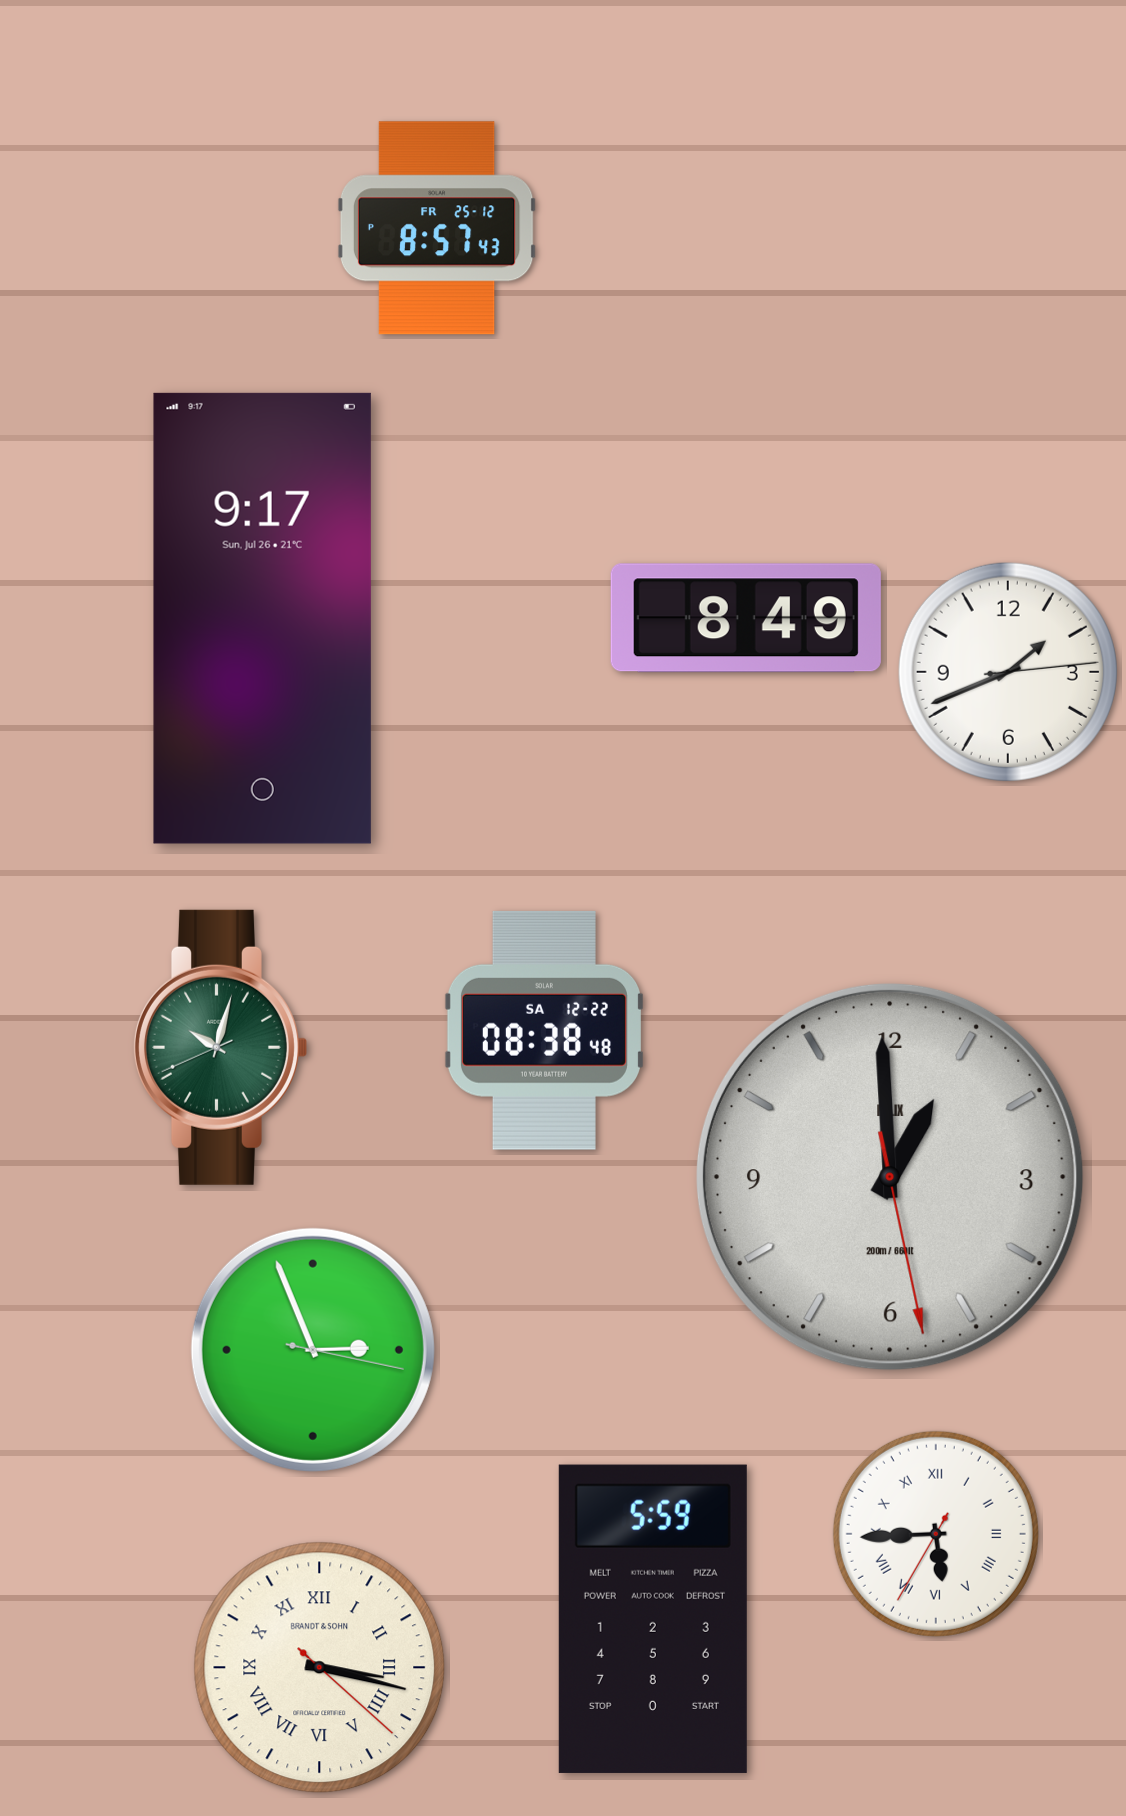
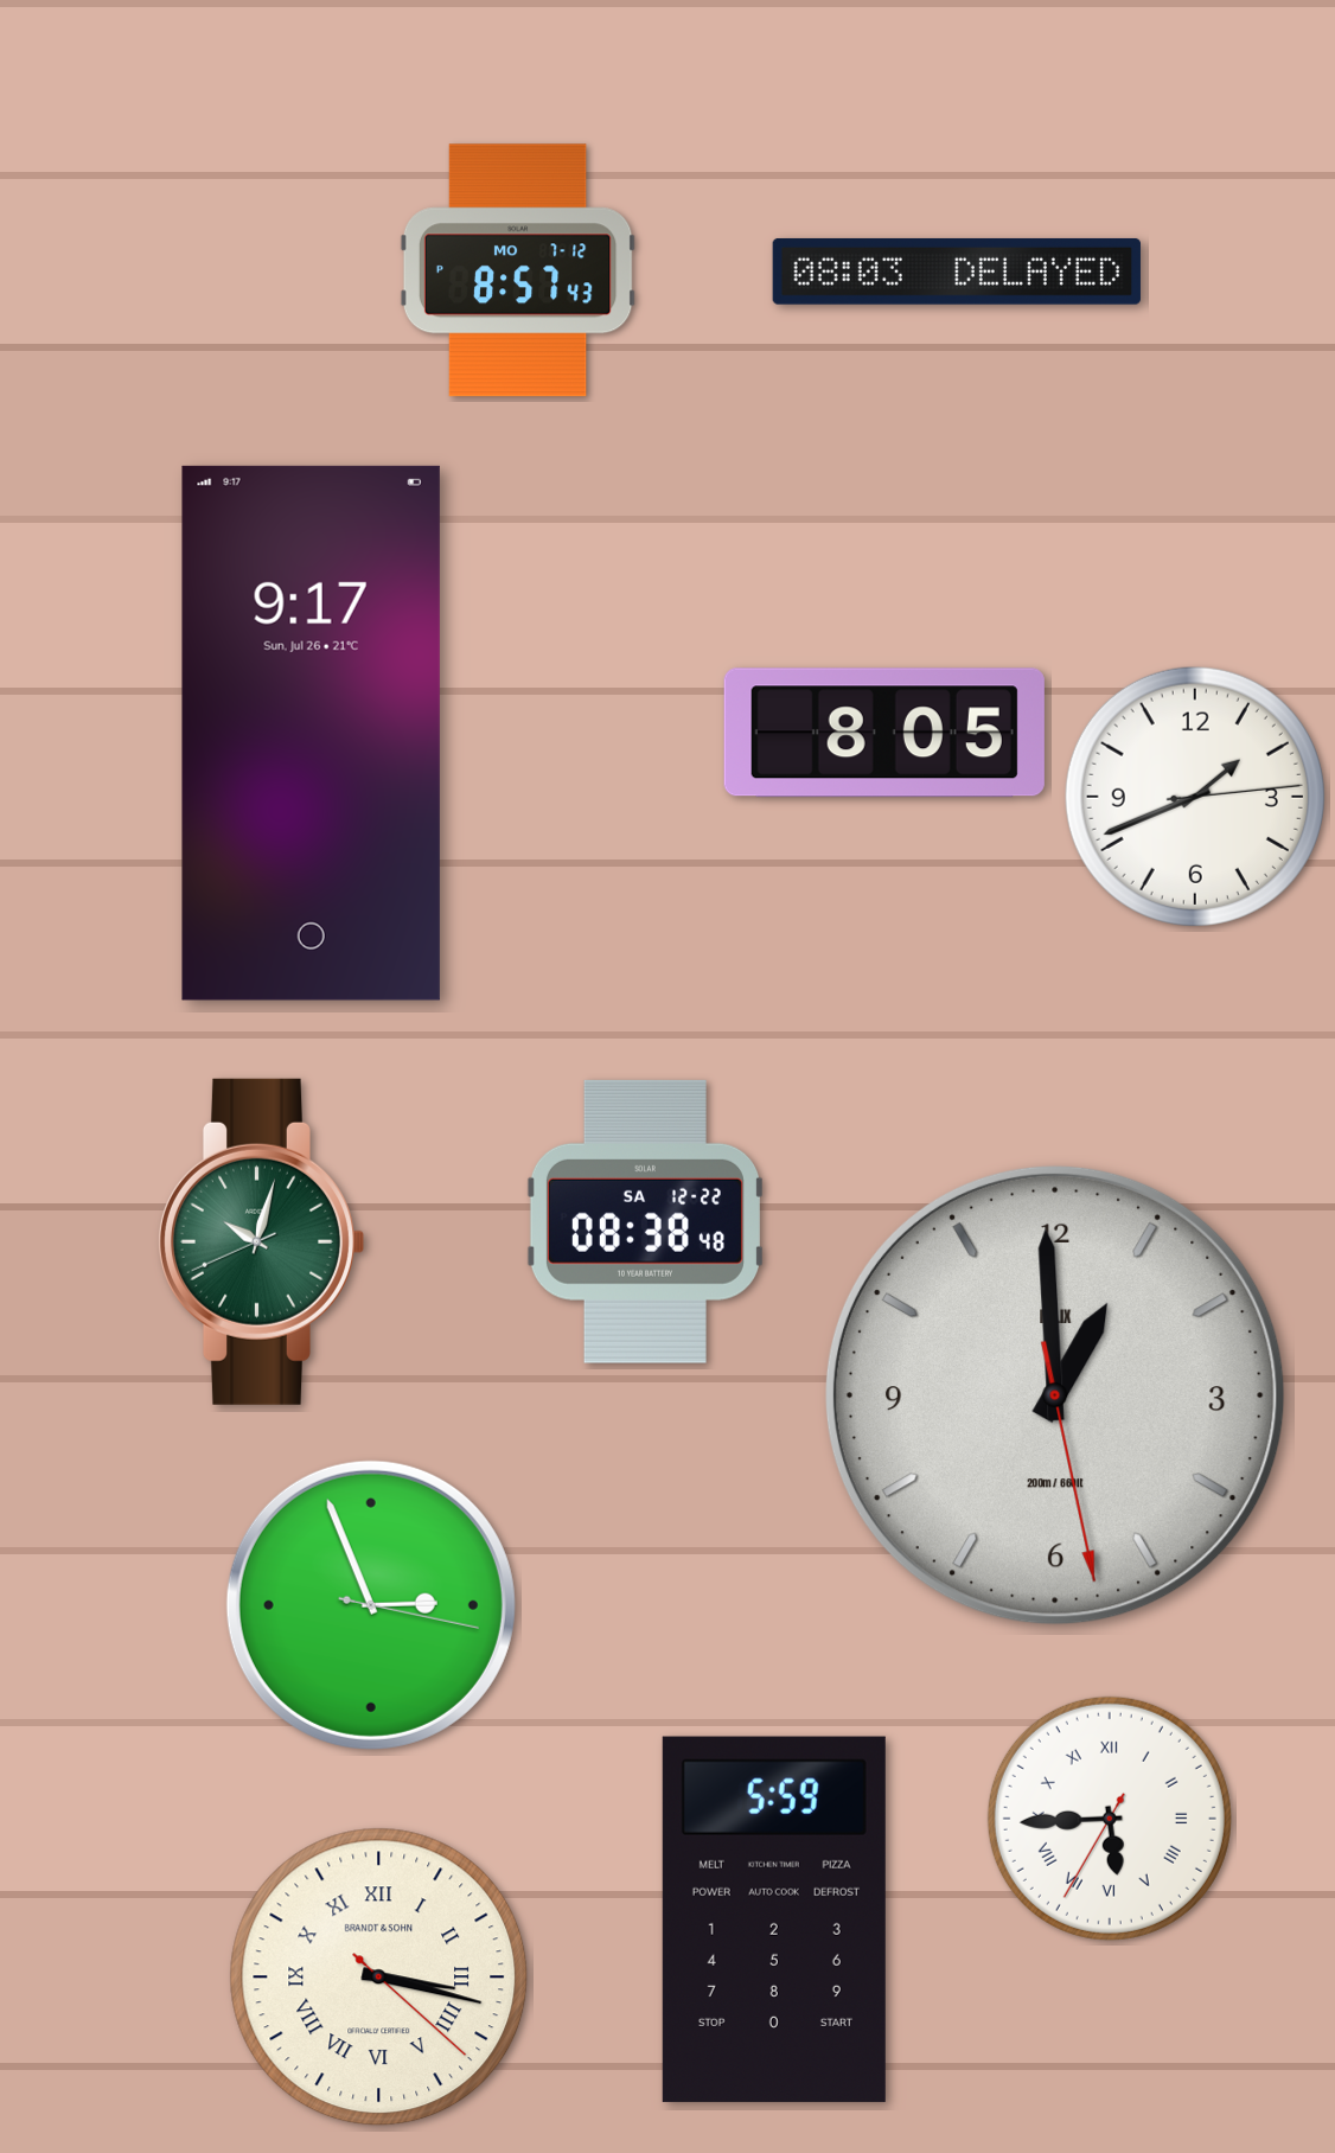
clock at (437, 228) date: FR 25-12 -> MO 7-12
clock at (957, 271): none -> 08:03
clock at (746, 618): 8:49 -> 8:05
clock at (313, 1350) position: (313, 1350) -> (371, 1605)
